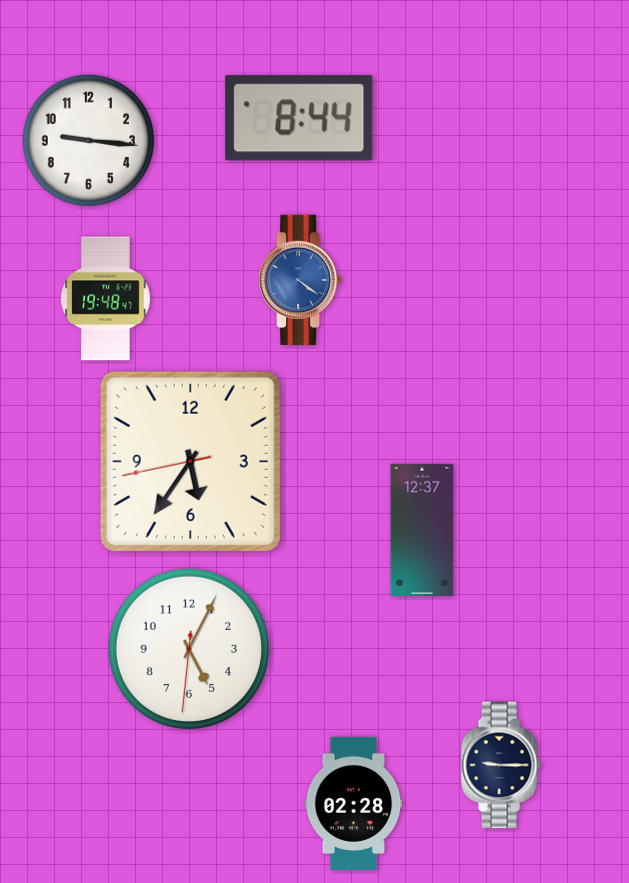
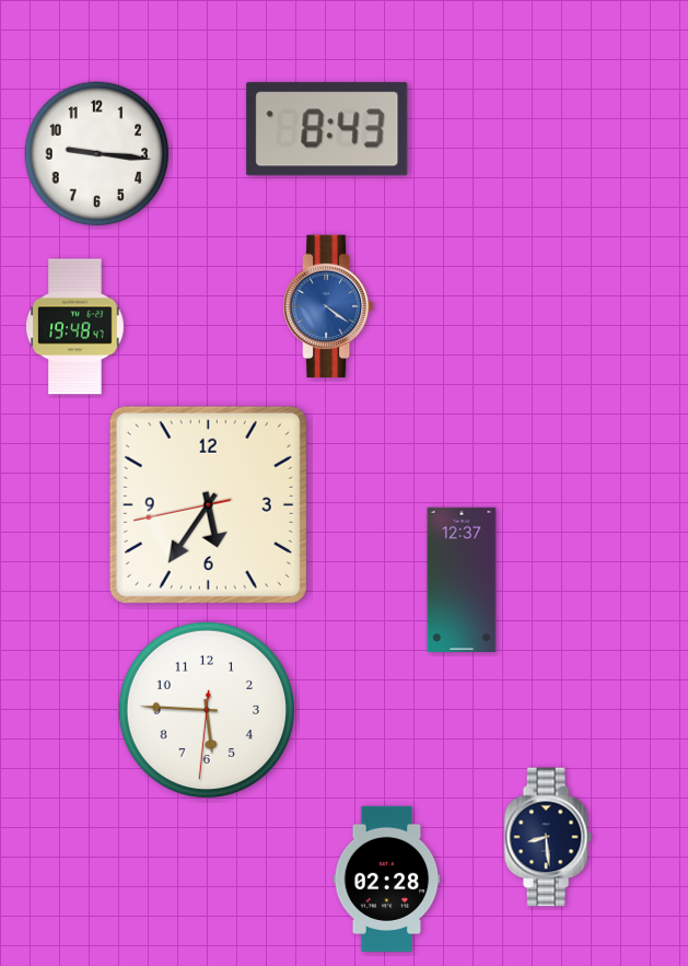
clock at (299, 118): 8:44 -> 8:43
clock at (106, 299) position: (106, 299) -> (75, 327)
clock at (189, 649): 5:04 -> 5:45
clock at (501, 765): 9:15 -> 8:29
